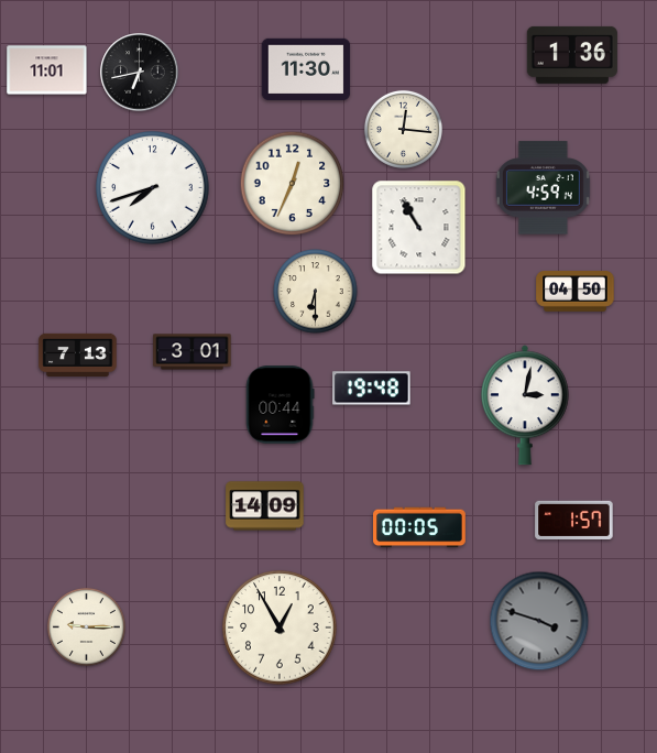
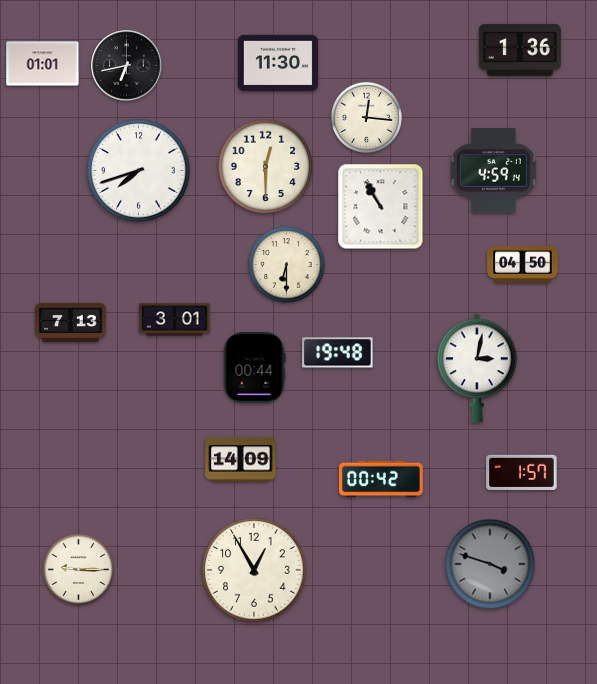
clock at (47, 70): 11:01 -> 01:01
clock at (293, 184): 12:34 -> 12:30
clock at (420, 527): 00:05 -> 00:42
